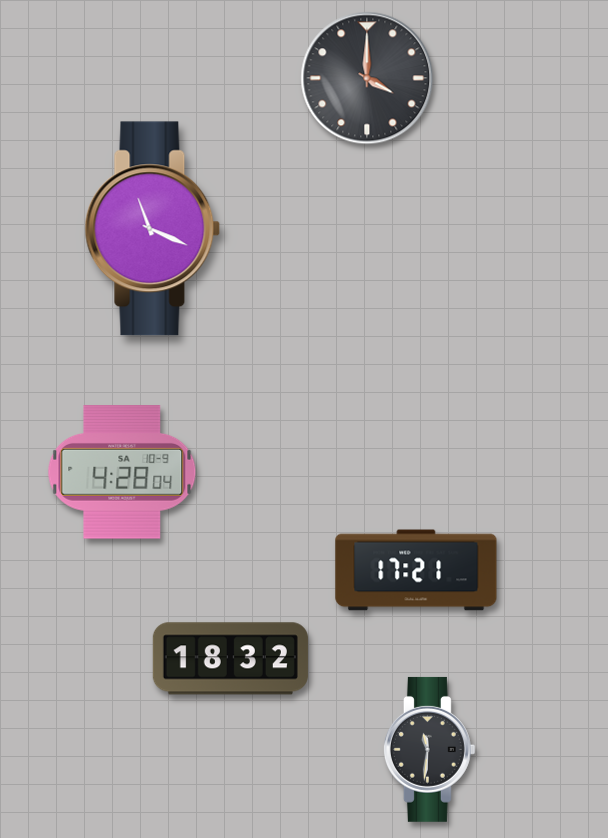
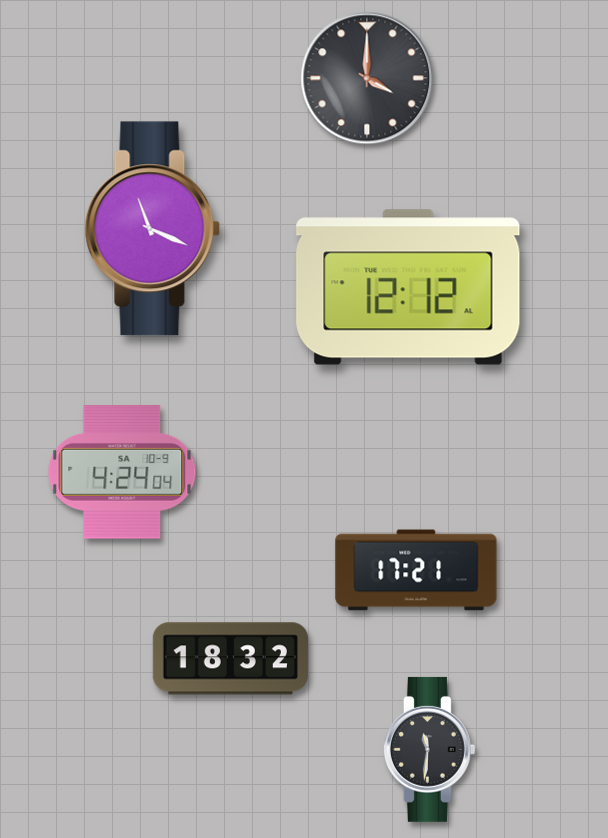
clock at (408, 287): none -> 12:12
clock at (122, 472): 4:28 -> 4:24
